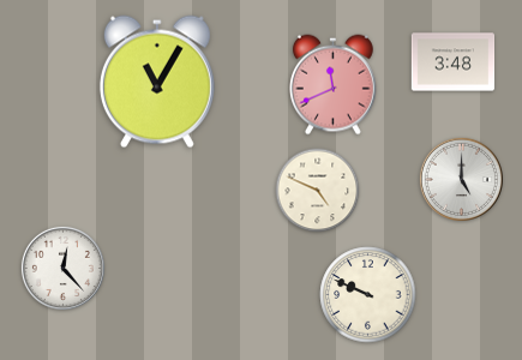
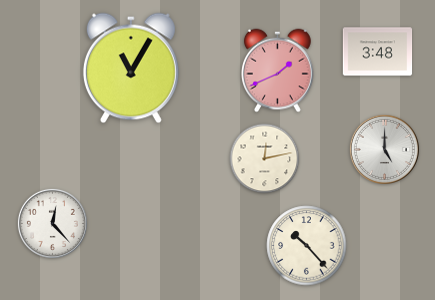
clock at (334, 85): 11:41 -> 1:41
clock at (318, 191): 4:49 -> 12:13
clock at (368, 295): 9:49 -> 10:23
